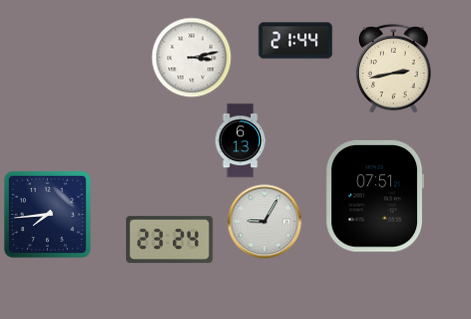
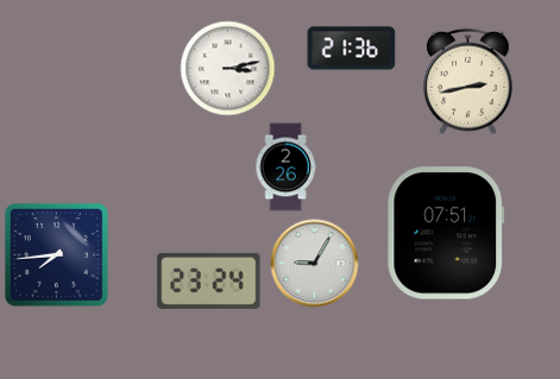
clock at (296, 41): 21:44 -> 21:36
clock at (240, 141): 6:13 -> 2:26
clock at (170, 239) position: (170, 239) -> (209, 280)
